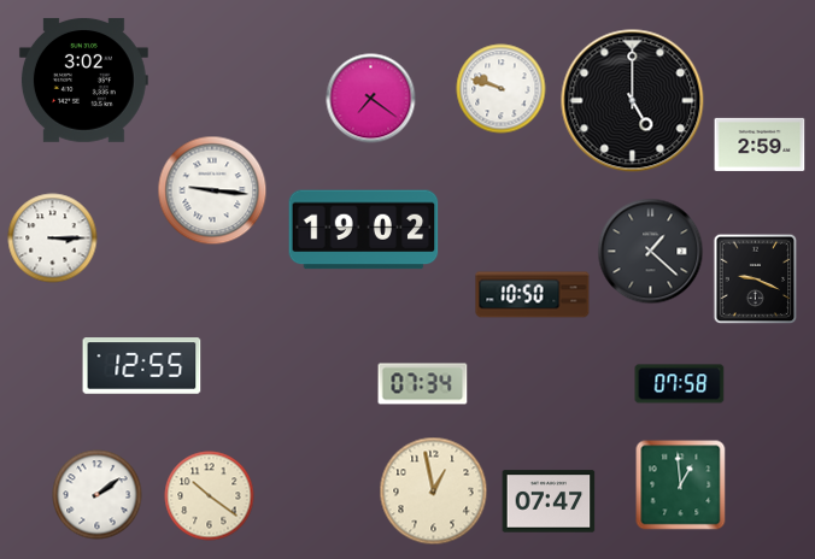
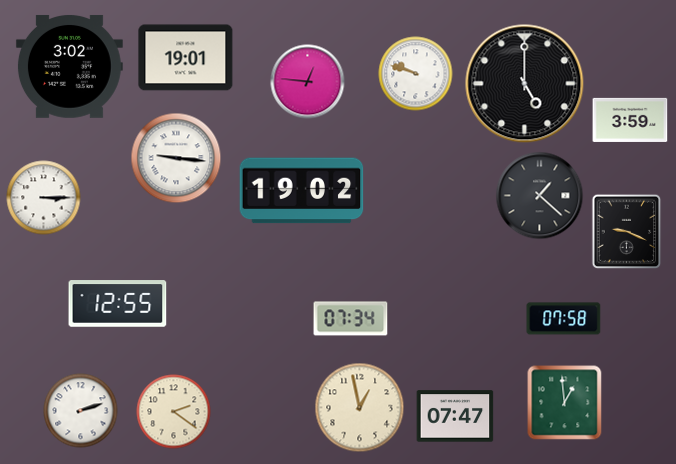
clock at (186, 58): none -> 19:01
clock at (371, 99): 7:21 -> 12:46
clock at (760, 145): 2:59 -> 3:59
clock at (651, 252) position: (651, 252) -> (540, 196)
clock at (533, 295): 10:50 -> none
clock at (98, 495): 2:09 -> 2:12
clock at (210, 496): 10:21 -> 2:21
